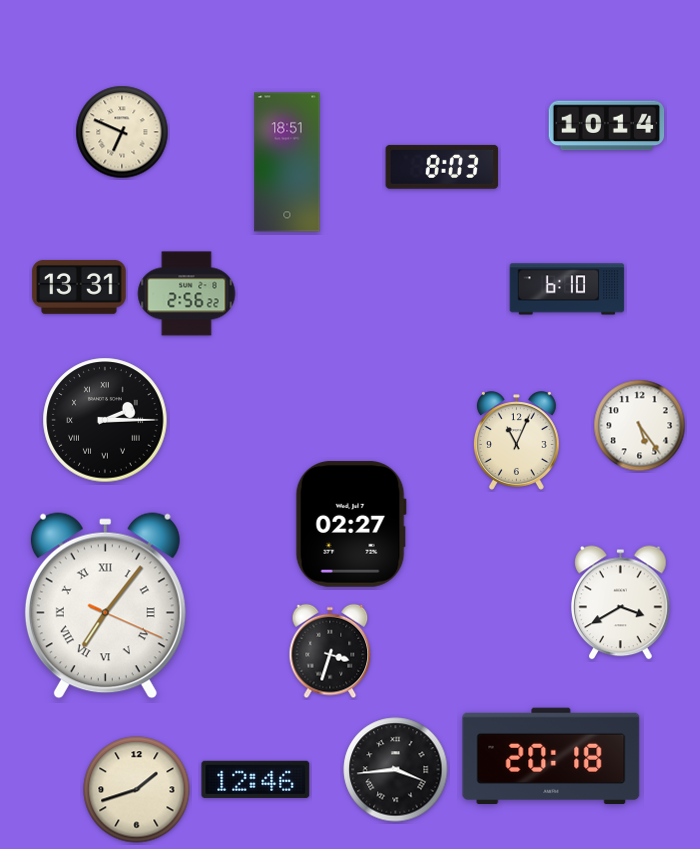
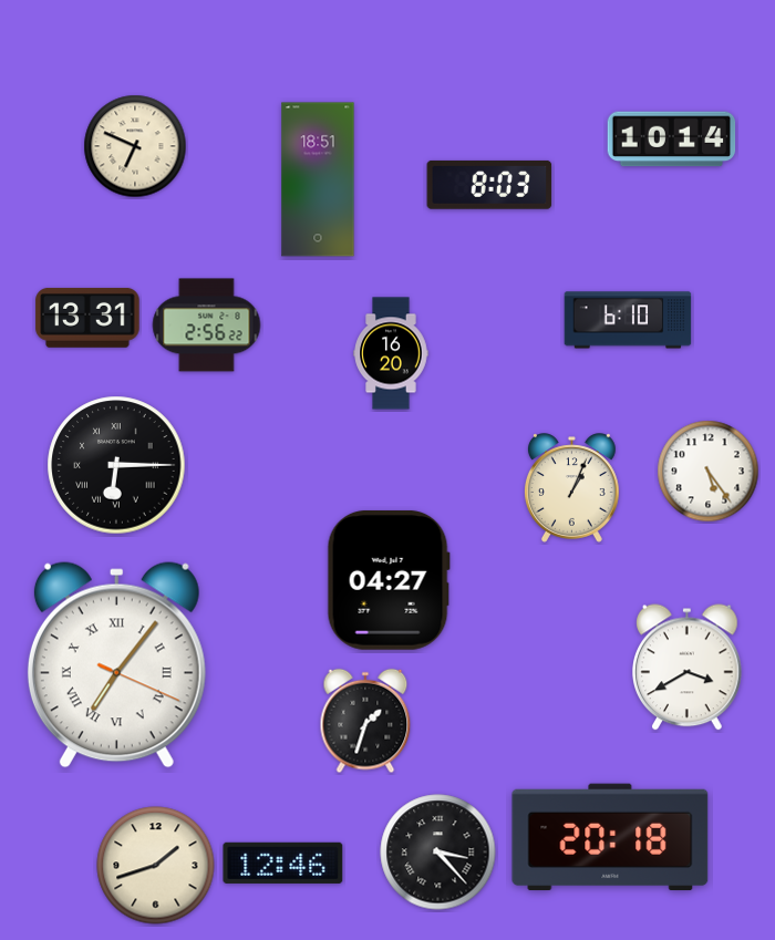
clock at (391, 353): none -> 16:20
clock at (105, 420): 2:15 -> 6:15
clock at (516, 441): 11:04 -> 1:04
clock at (351, 524): 02:27 -> 04:27
clock at (105, 606) position: (105, 606) -> (116, 665)
clock at (330, 651): 3:33 -> 1:33
clock at (396, 770): 3:44 -> 3:23
clock at (137, 790) position: (137, 790) -> (156, 866)
